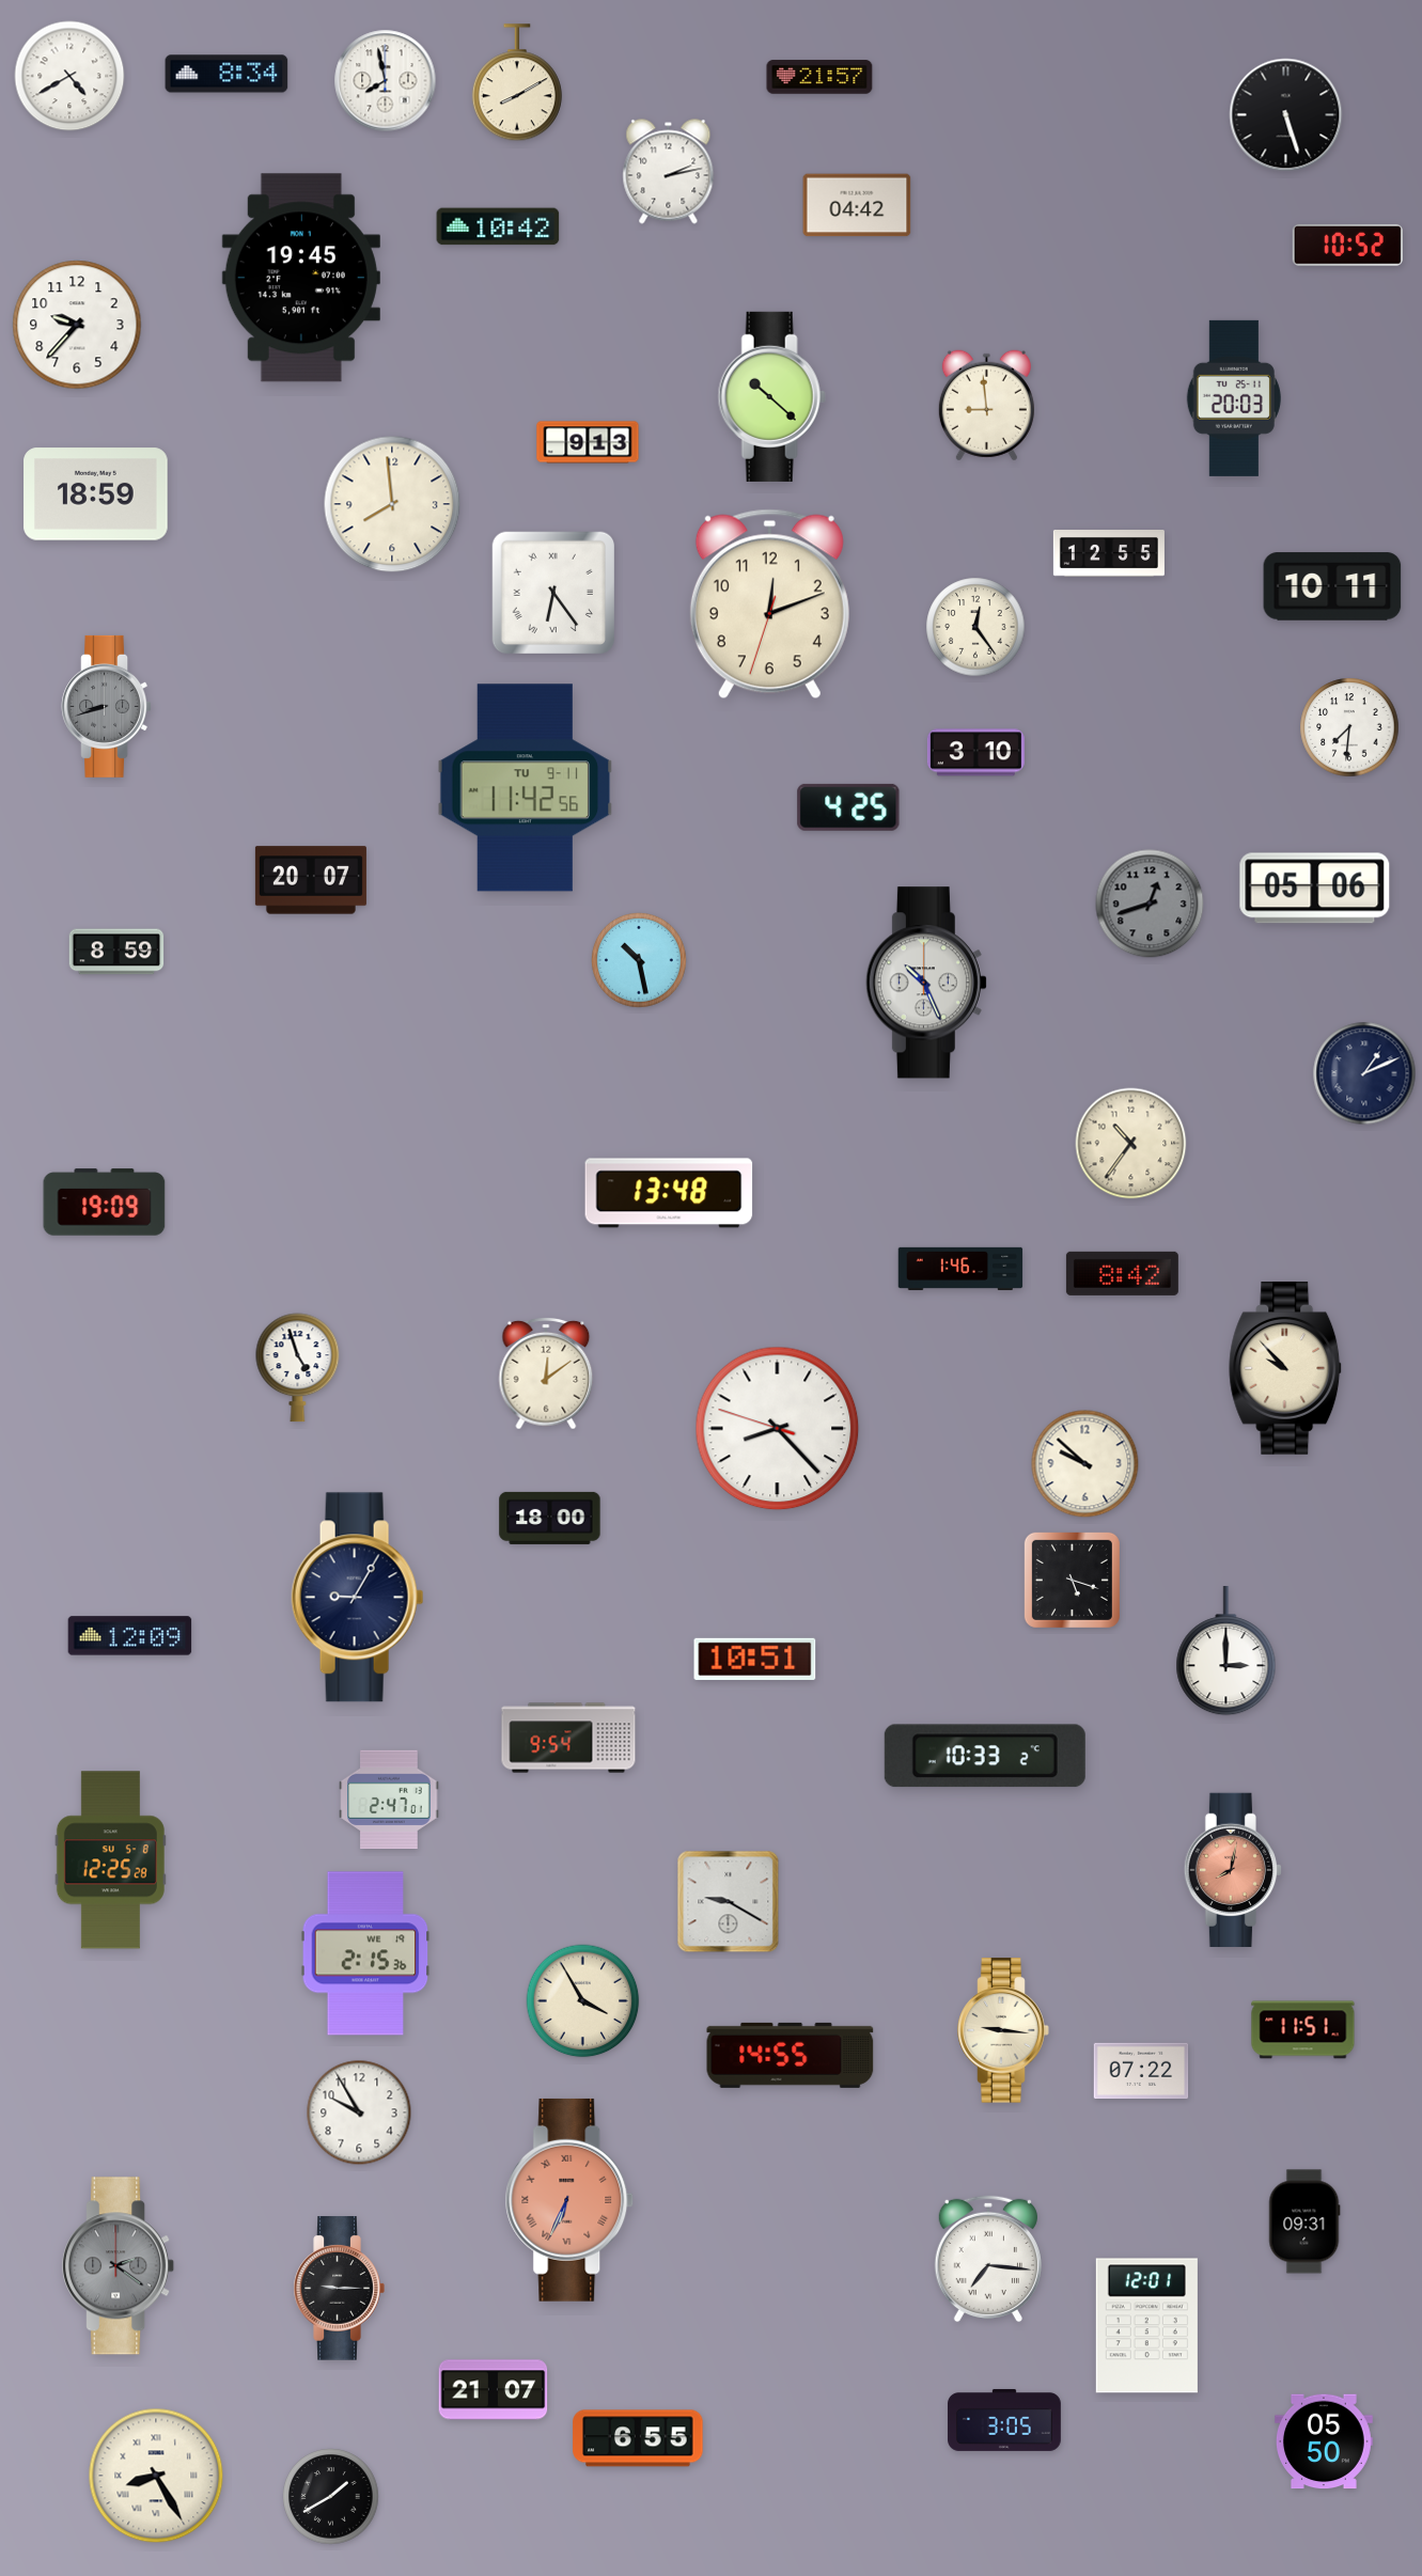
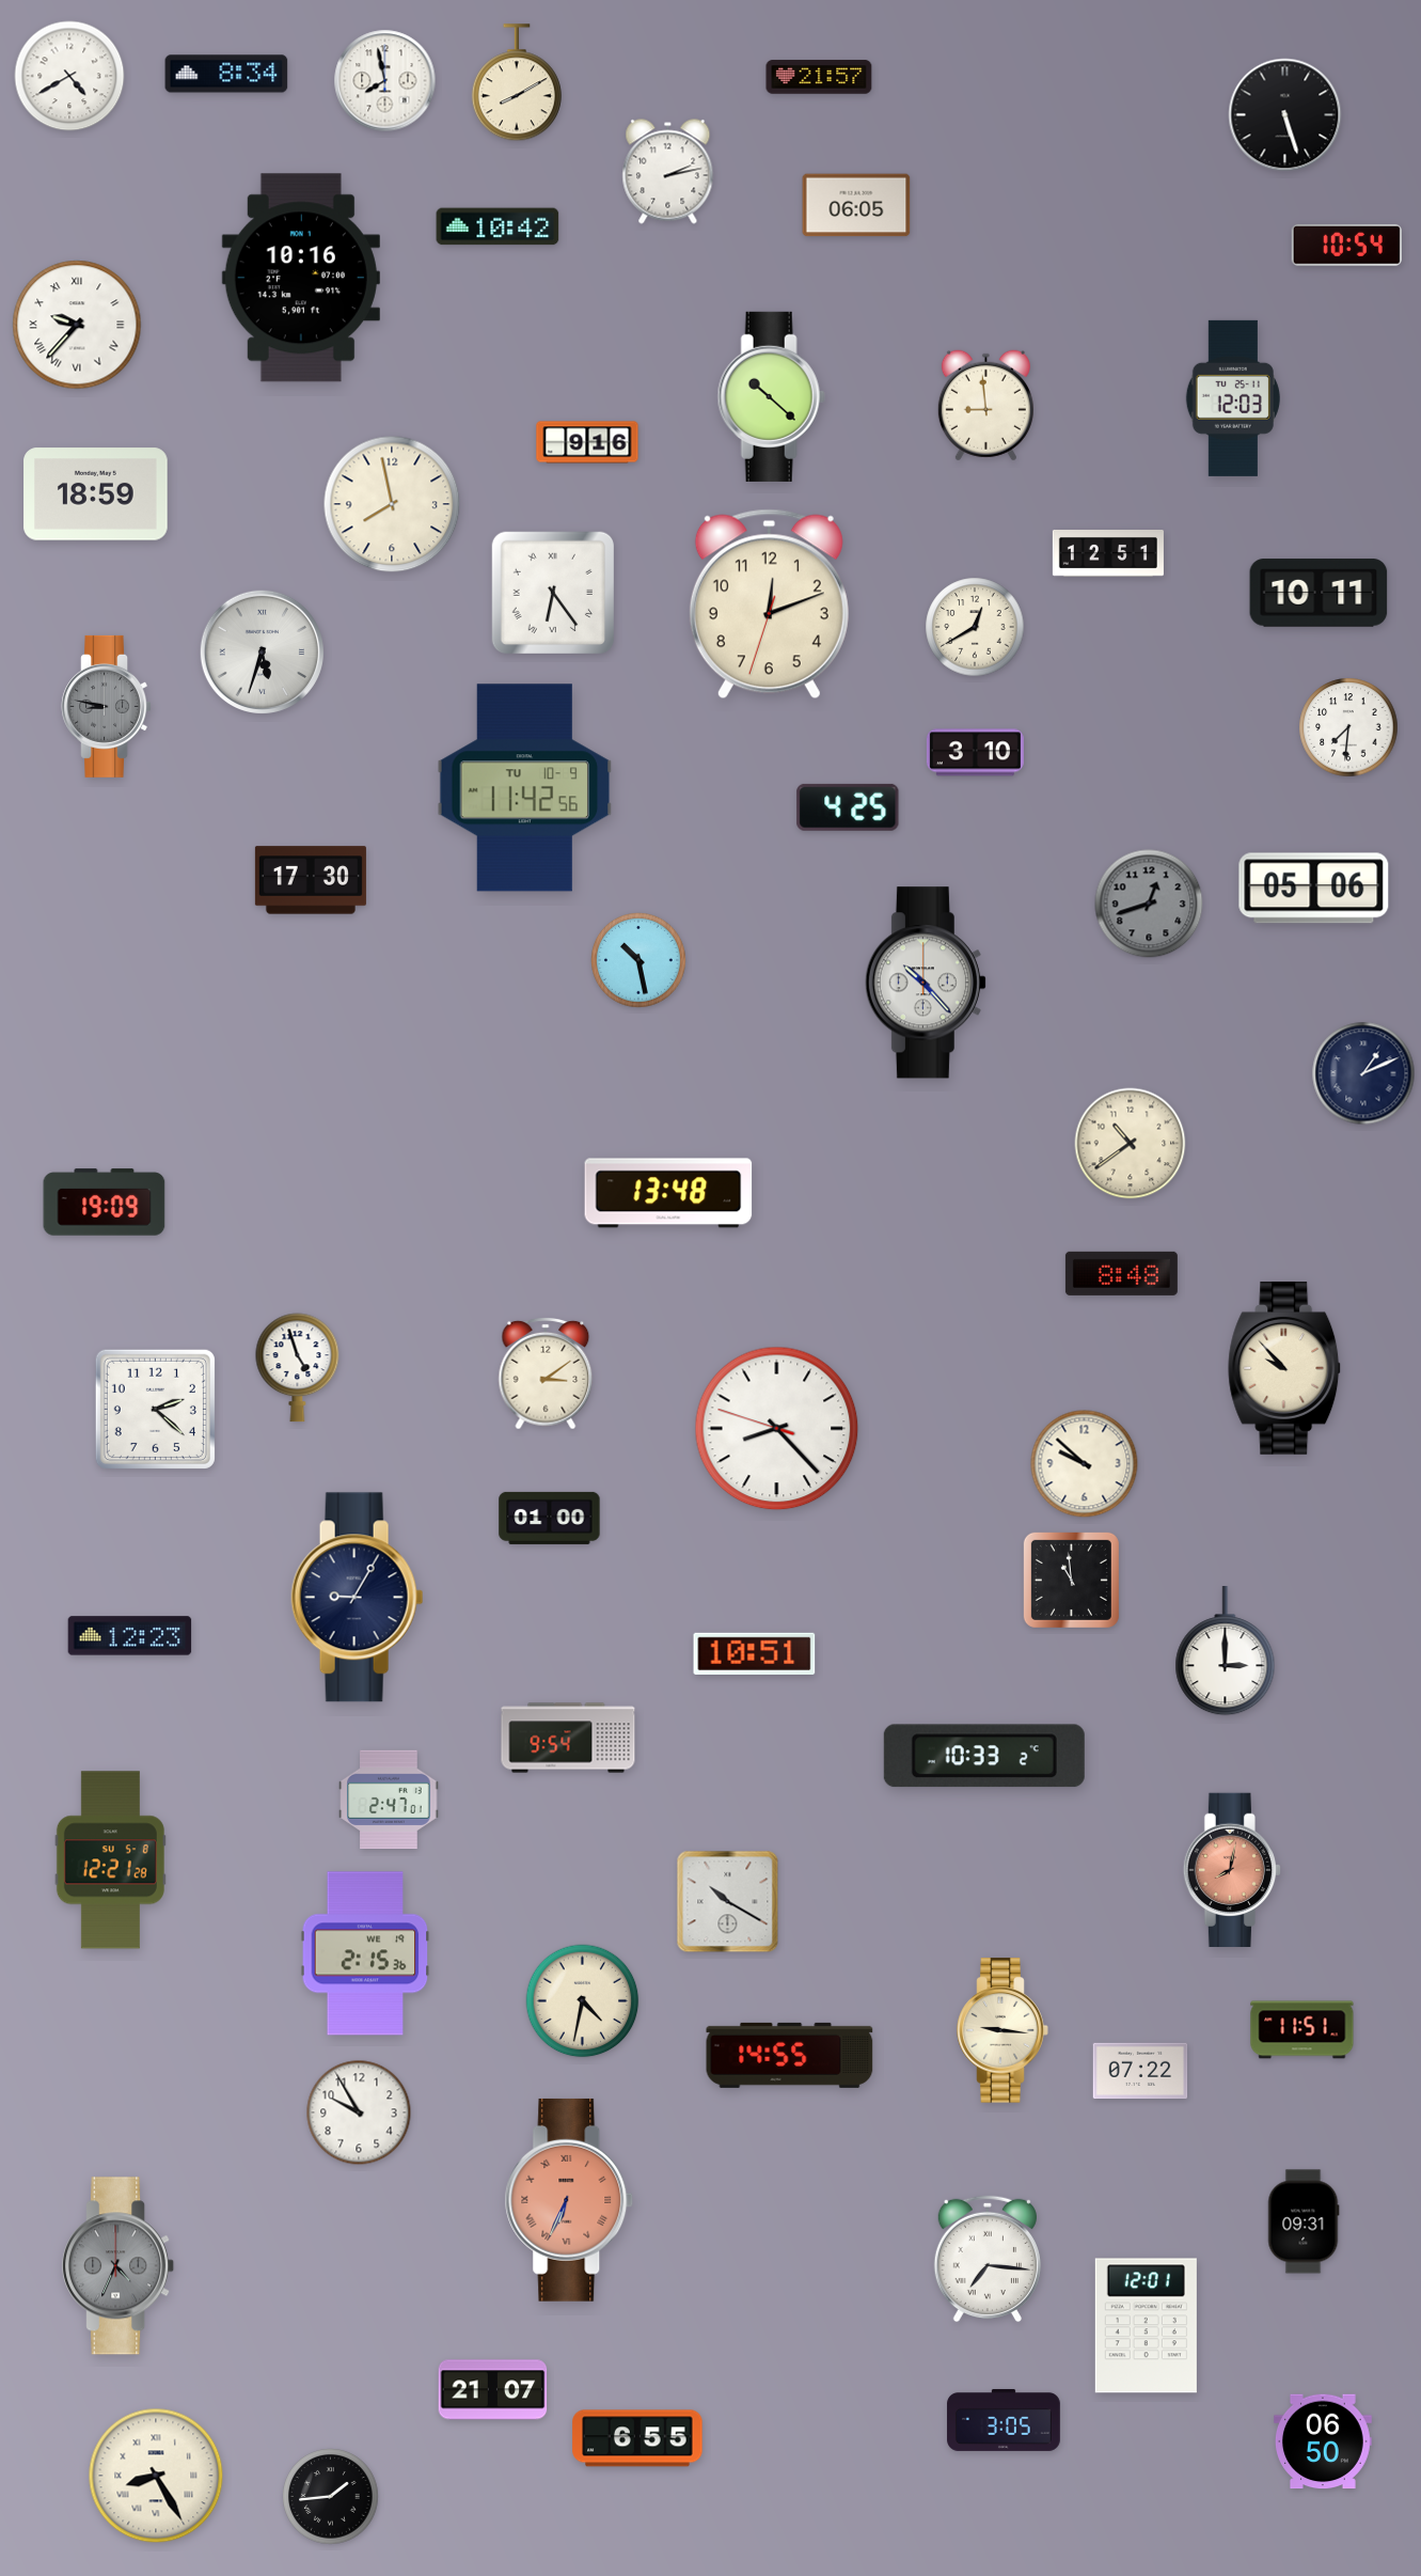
clock at (857, 205): 04:42 -> 06:05
clock at (1347, 245): 10:52 -> 10:54
clock at (301, 278): 19:45 -> 10:16
clock at (77, 325) numerals: Arabic -> Roman
clock at (1234, 398): 20:03 -> 12:03
clock at (588, 442): 9:13 -> 9:16
clock at (392, 504): 7:59 -> 7:58
clock at (1109, 554): 12:55 -> 12:51
clock at (1332, 586) position: (1332, 586) -> (1319, 593)
clock at (975, 627): 12:24 -> 12:40
clock at (262, 651): none -> 5:33
clock at (107, 706): 8:42 -> 8:47
clock at (526, 788) date: TU 9-11 -> TU 10-9
clock at (311, 880): 20:07 -> 17:30
clock at (116, 952): 8:59 -> none
clock at (926, 983): 10:26 -> 10:23
clock at (1131, 1144): 10:36 -> 10:39
clock at (960, 1269): 1:46 -> none
clock at (1122, 1273): 8:42 -> 8:48
clock at (546, 1373): 12:09 -> 3:09
clock at (155, 1409): none -> 2:22
clock at (550, 1518): 18:00 -> 01:00
clock at (1072, 1580): 5:18 -> 10:59
clock at (130, 1636): 12:09 -> 12:23
clock at (755, 1659) position: (755, 1659) -> (755, 1653)
clock at (110, 1860): 12:25 -> 12:21
clock at (729, 1902): 9:20 -> 10:20
clock at (583, 2001): 3:55 -> 4:32
clock at (119, 2266): 2:21 -> 4:34
clock at (339, 2289): 9:15 -> none
clock at (1325, 2441): 05:50 -> 06:50
clock at (331, 2497): 1:40 -> 1:44
